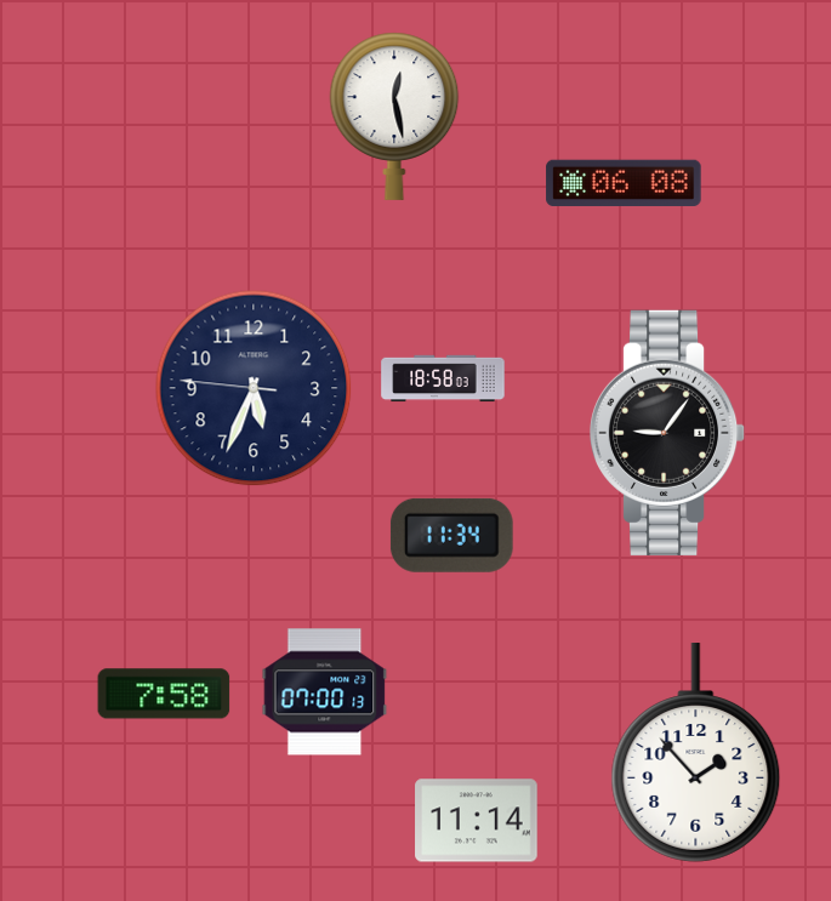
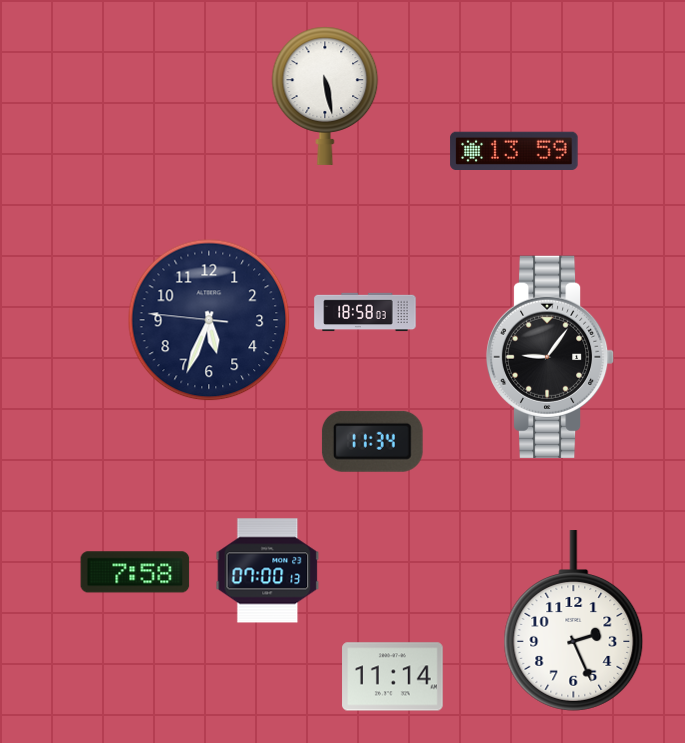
clock at (394, 116): 12:28 -> 5:28
clock at (624, 182): 06:08 -> 13:59
clock at (696, 753): 1:53 -> 2:26
